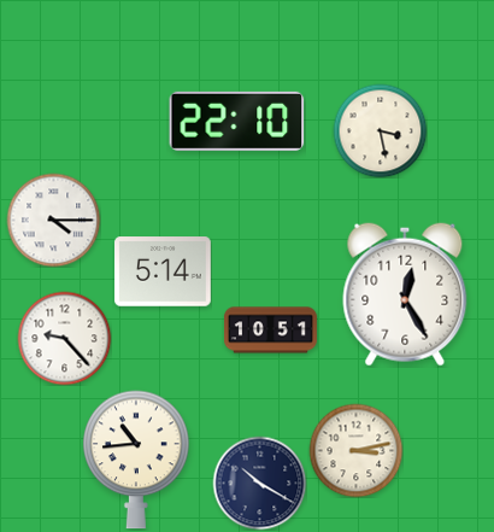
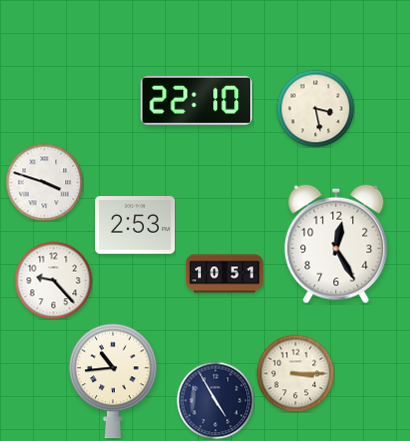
clock at (53, 220): 4:15 -> 3:48
clock at (164, 271): 5:14 -> 2:53
clock at (355, 450): 3:13 -> 3:15
clock at (259, 483): 10:20 -> 4:55
